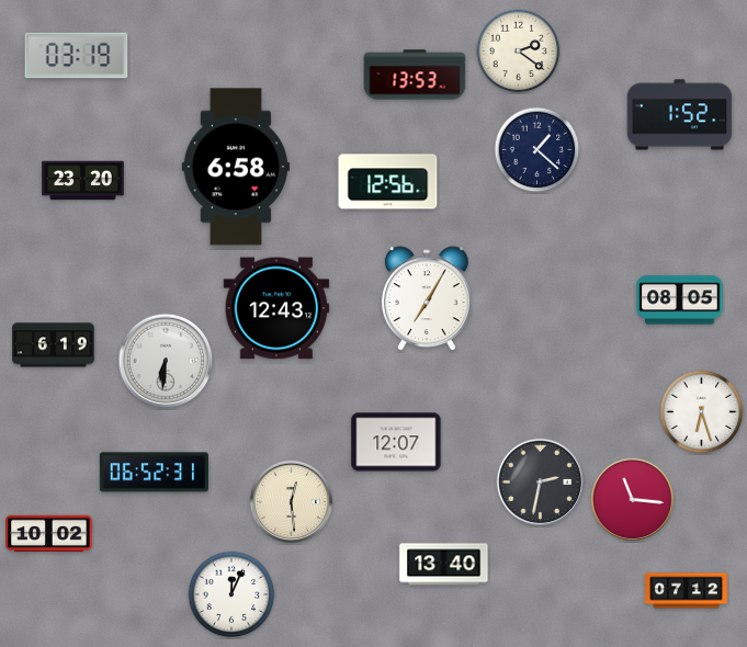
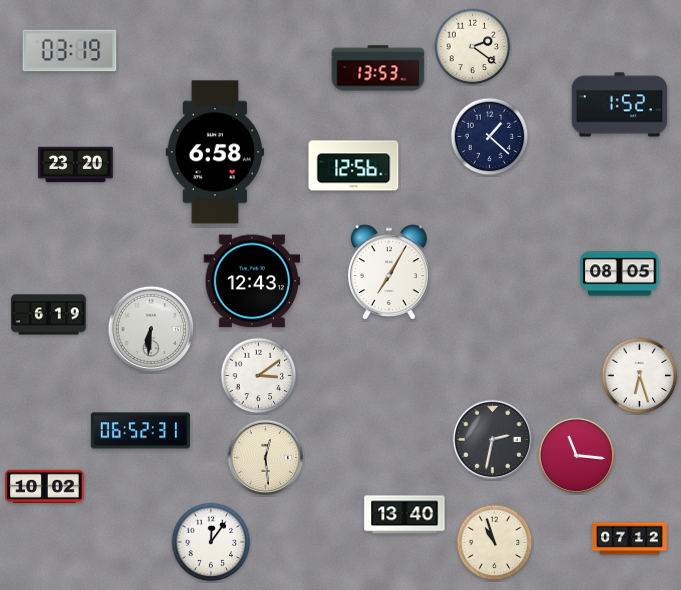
clock at (259, 376): none -> 3:09
clock at (396, 442): 12:07 -> none
clock at (687, 591) position: (687, 591) -> (630, 539)
clock at (231, 594): 12:04 -> 12:06
clock at (495, 543): none -> 10:57
